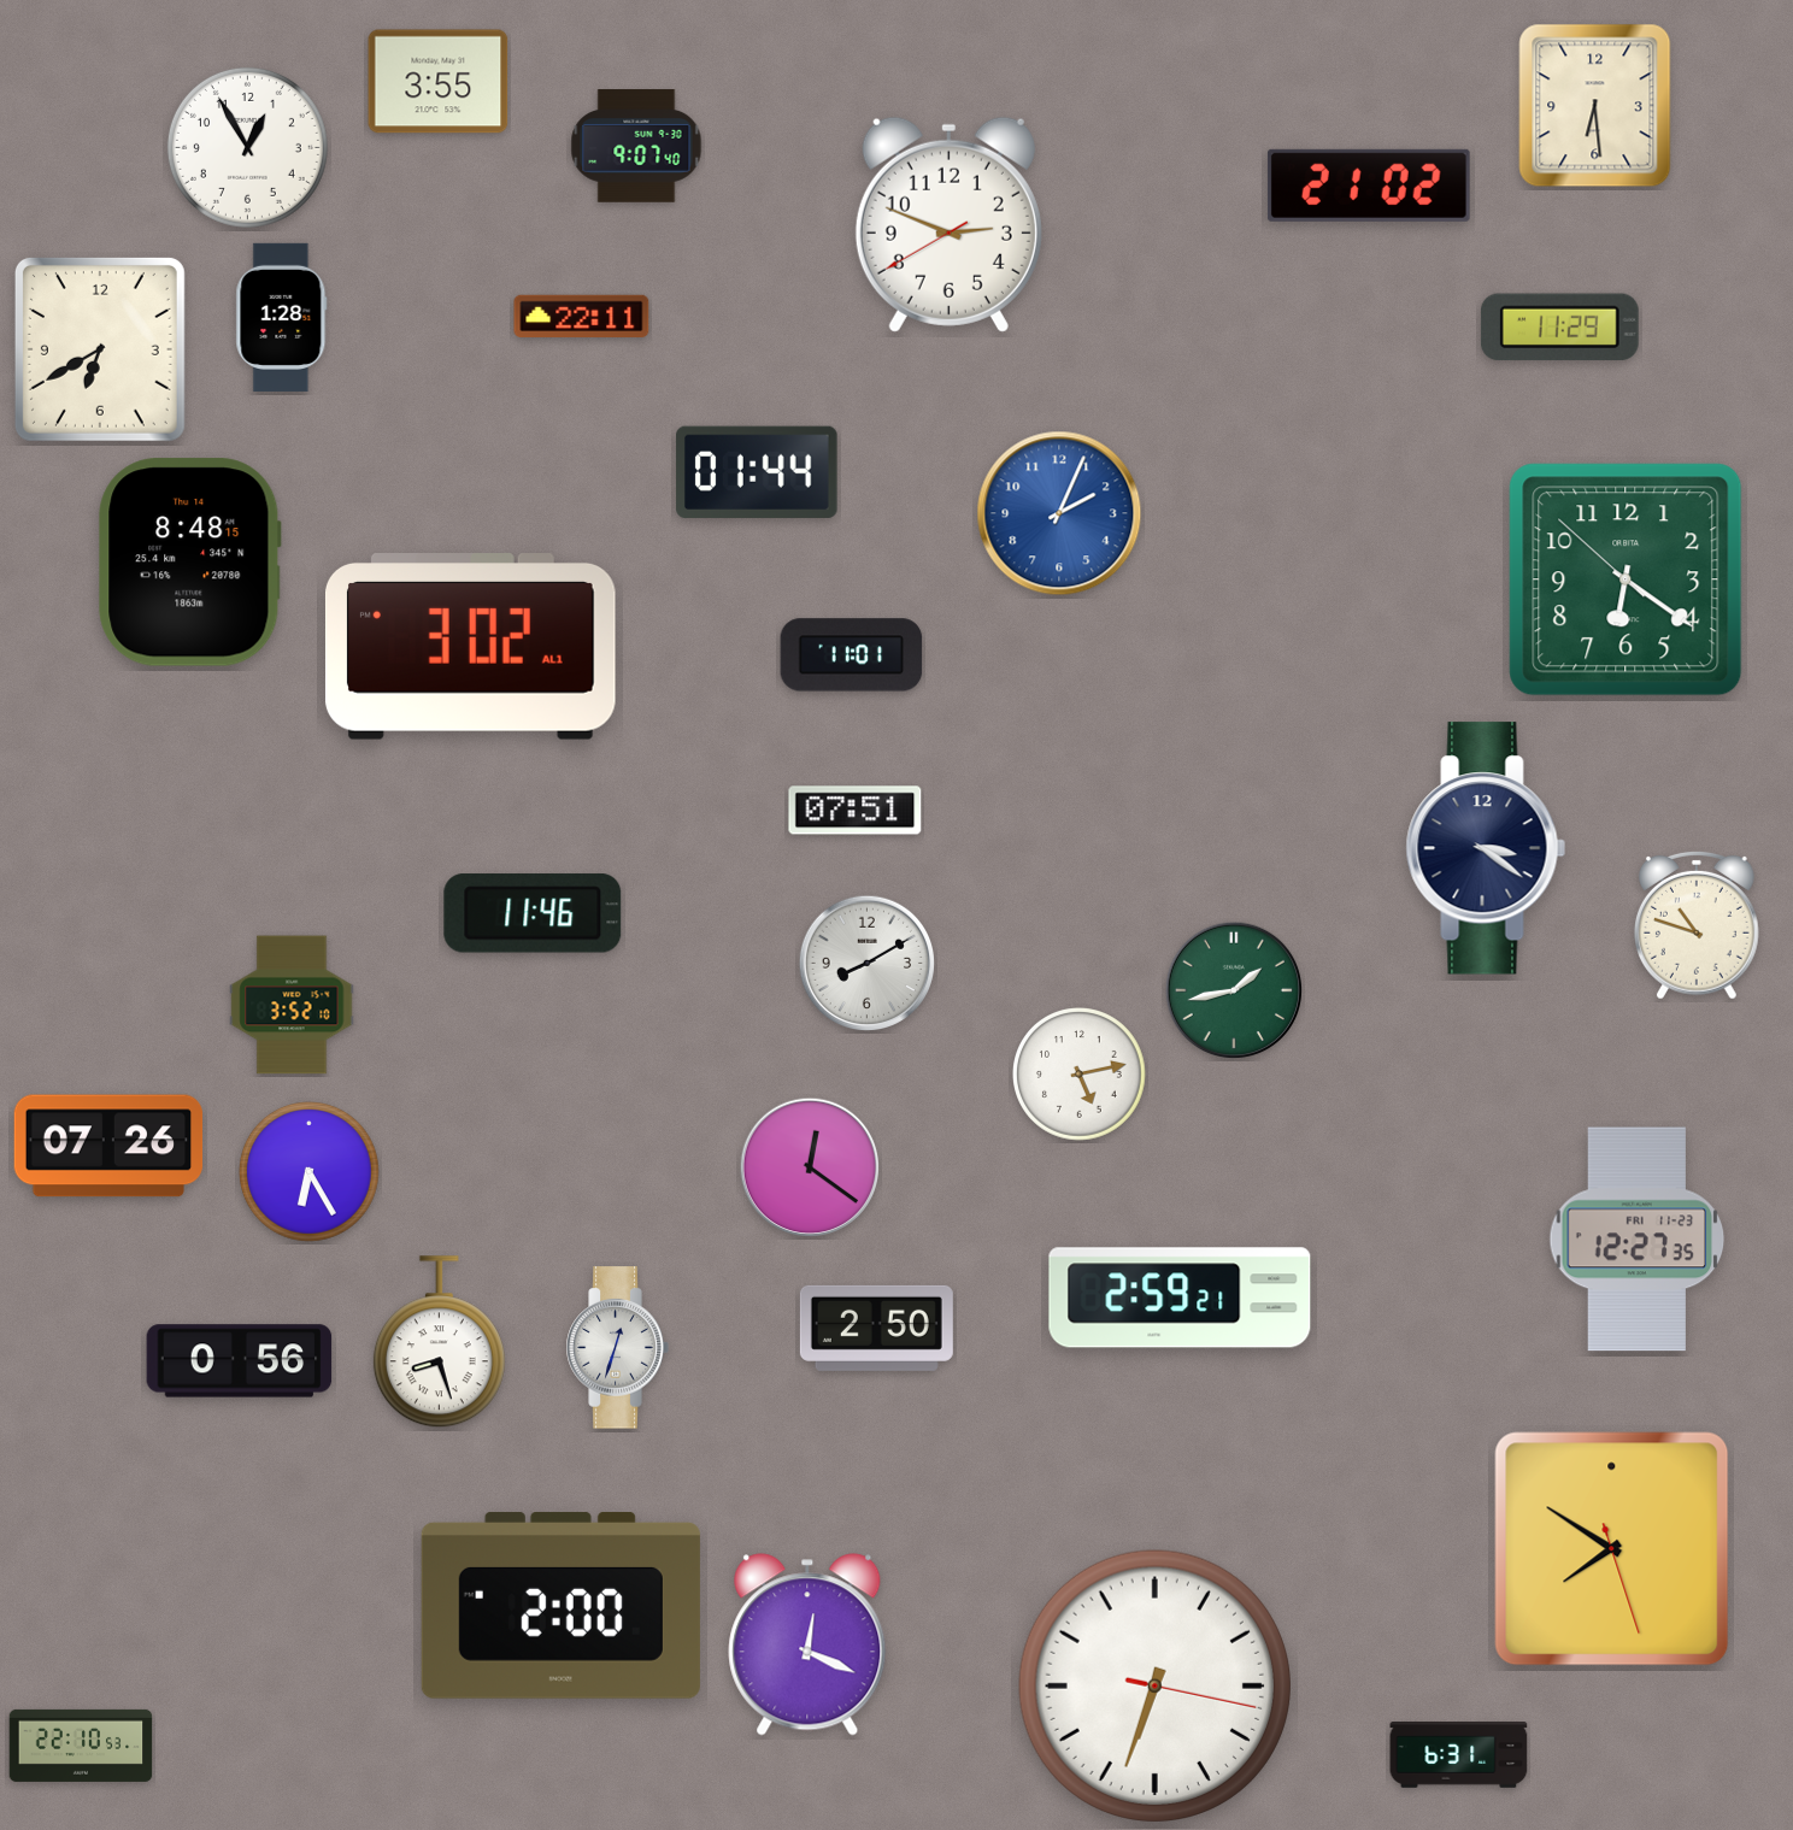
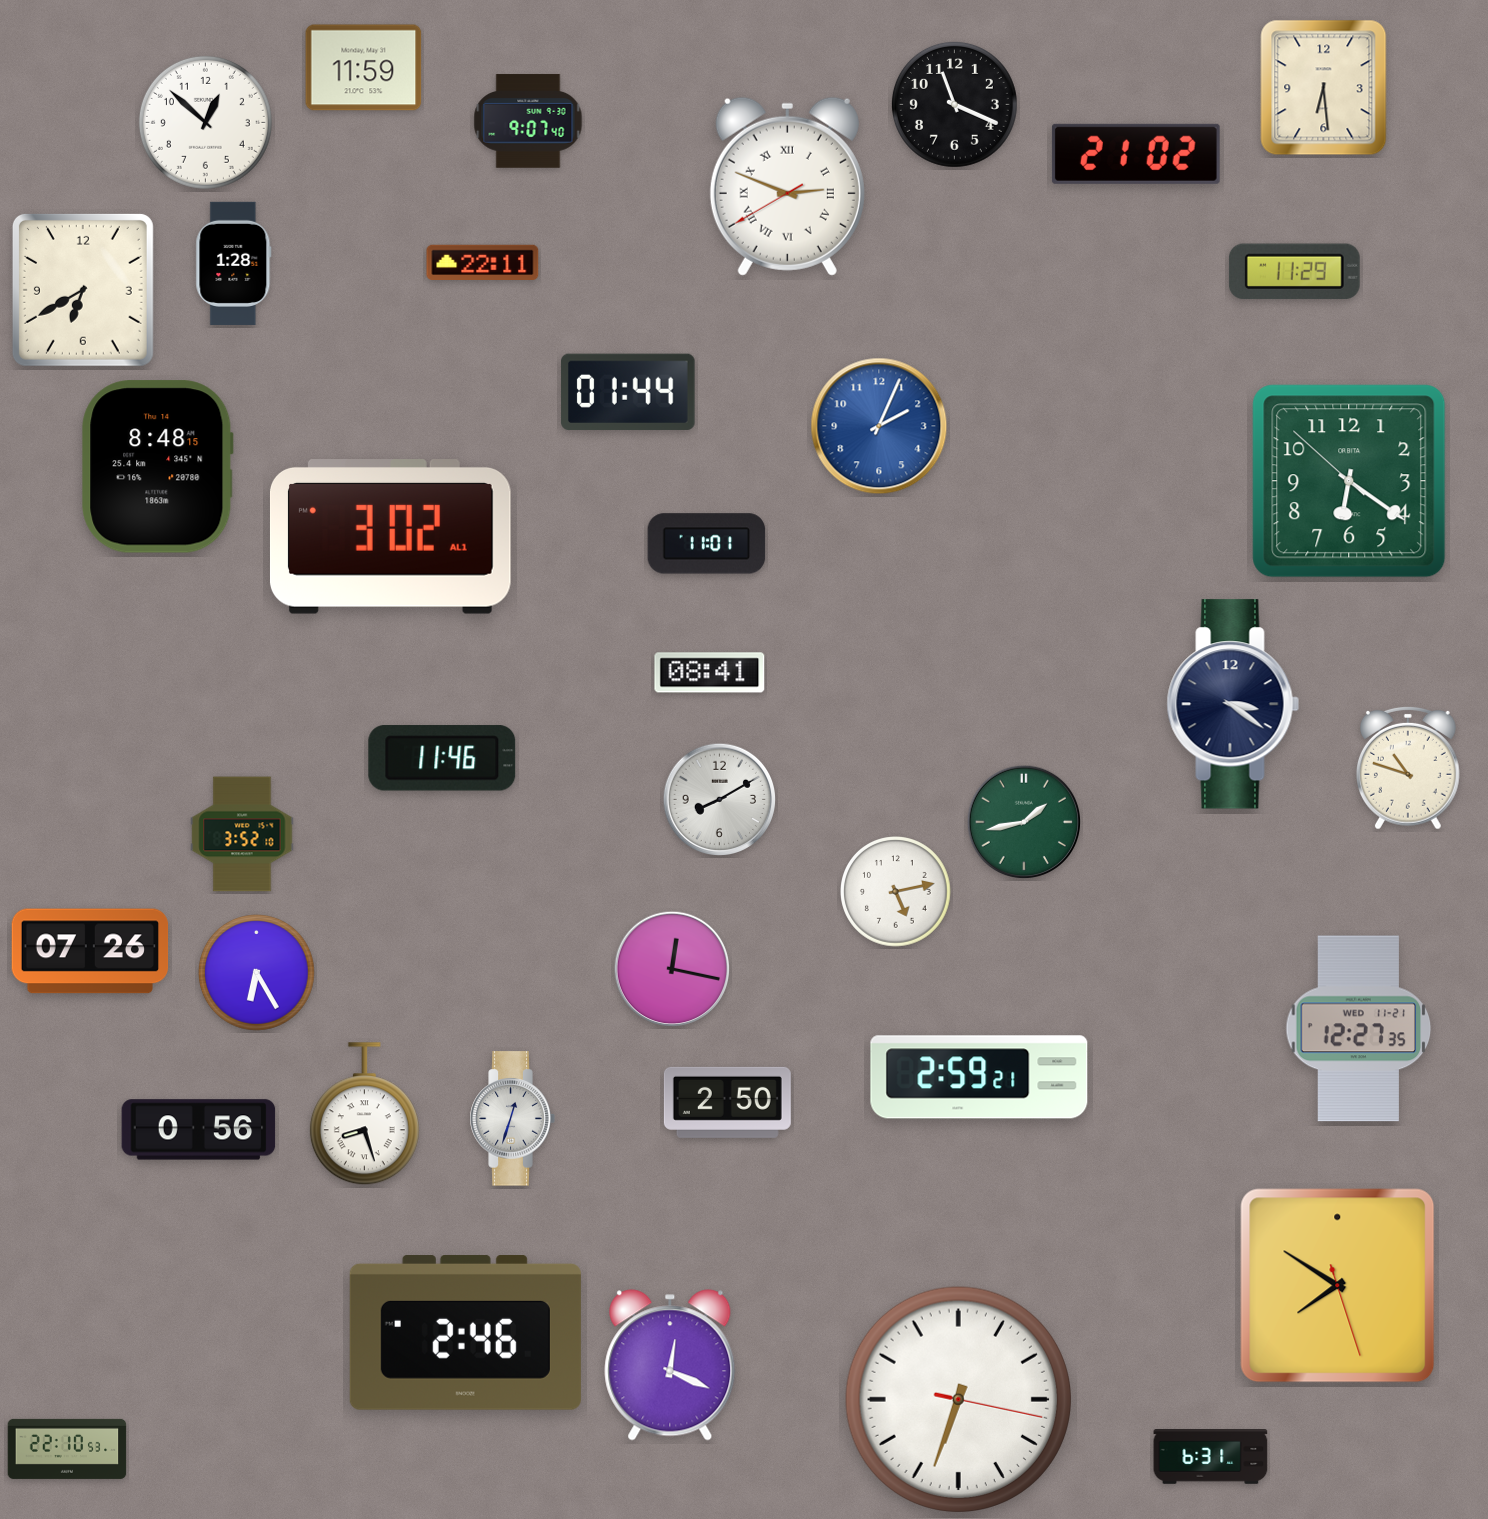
clock at (439, 82): 3:55 -> 11:59
clock at (954, 104): none -> 11:19
clock at (247, 147): 12:55 -> 12:52
clock at (948, 224) numerals: Arabic -> Roman
clock at (856, 811): 07:51 -> 08:41
clock at (810, 1167): 12:21 -> 12:17
clock at (1638, 1240) date: FRI 11-23 -> WED 11-21
clock at (560, 1606): 2:00 -> 2:46
